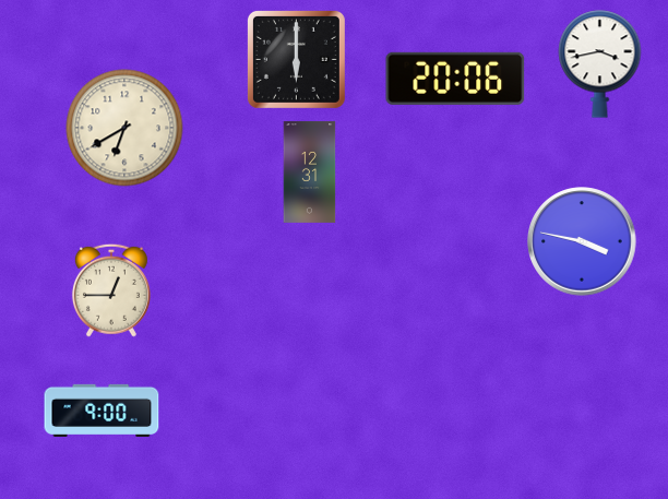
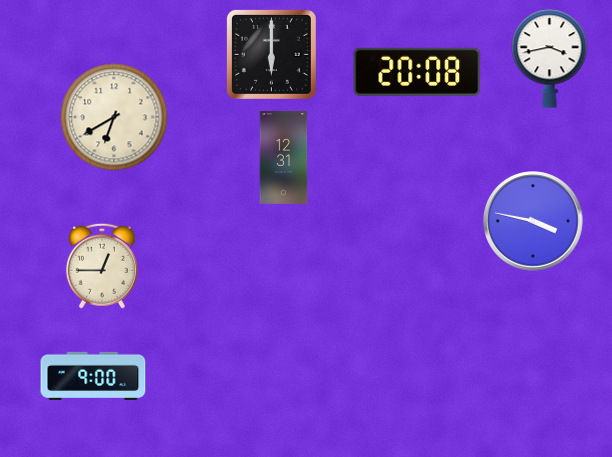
clock at (455, 79): 20:06 -> 20:08
